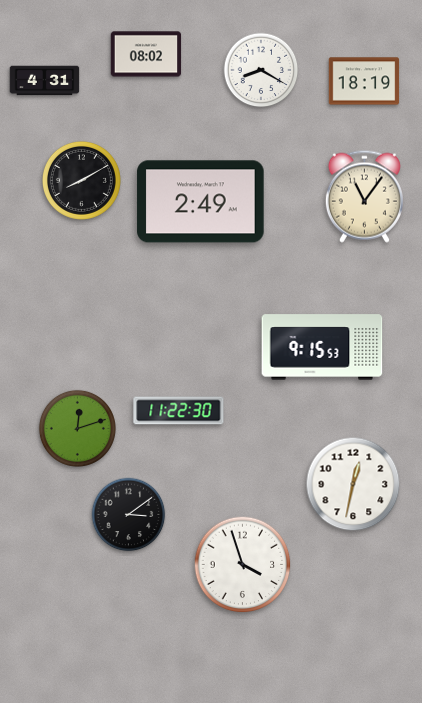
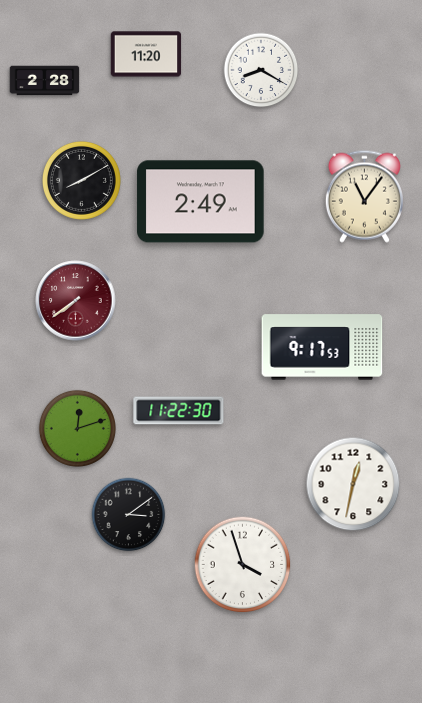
clock at (146, 54): 08:02 -> 11:20
clock at (45, 81): 4:31 -> 2:28
clock at (364, 81): 18:19 -> none
clock at (76, 301): none -> 7:39
clock at (322, 347): 9:15 -> 9:17
